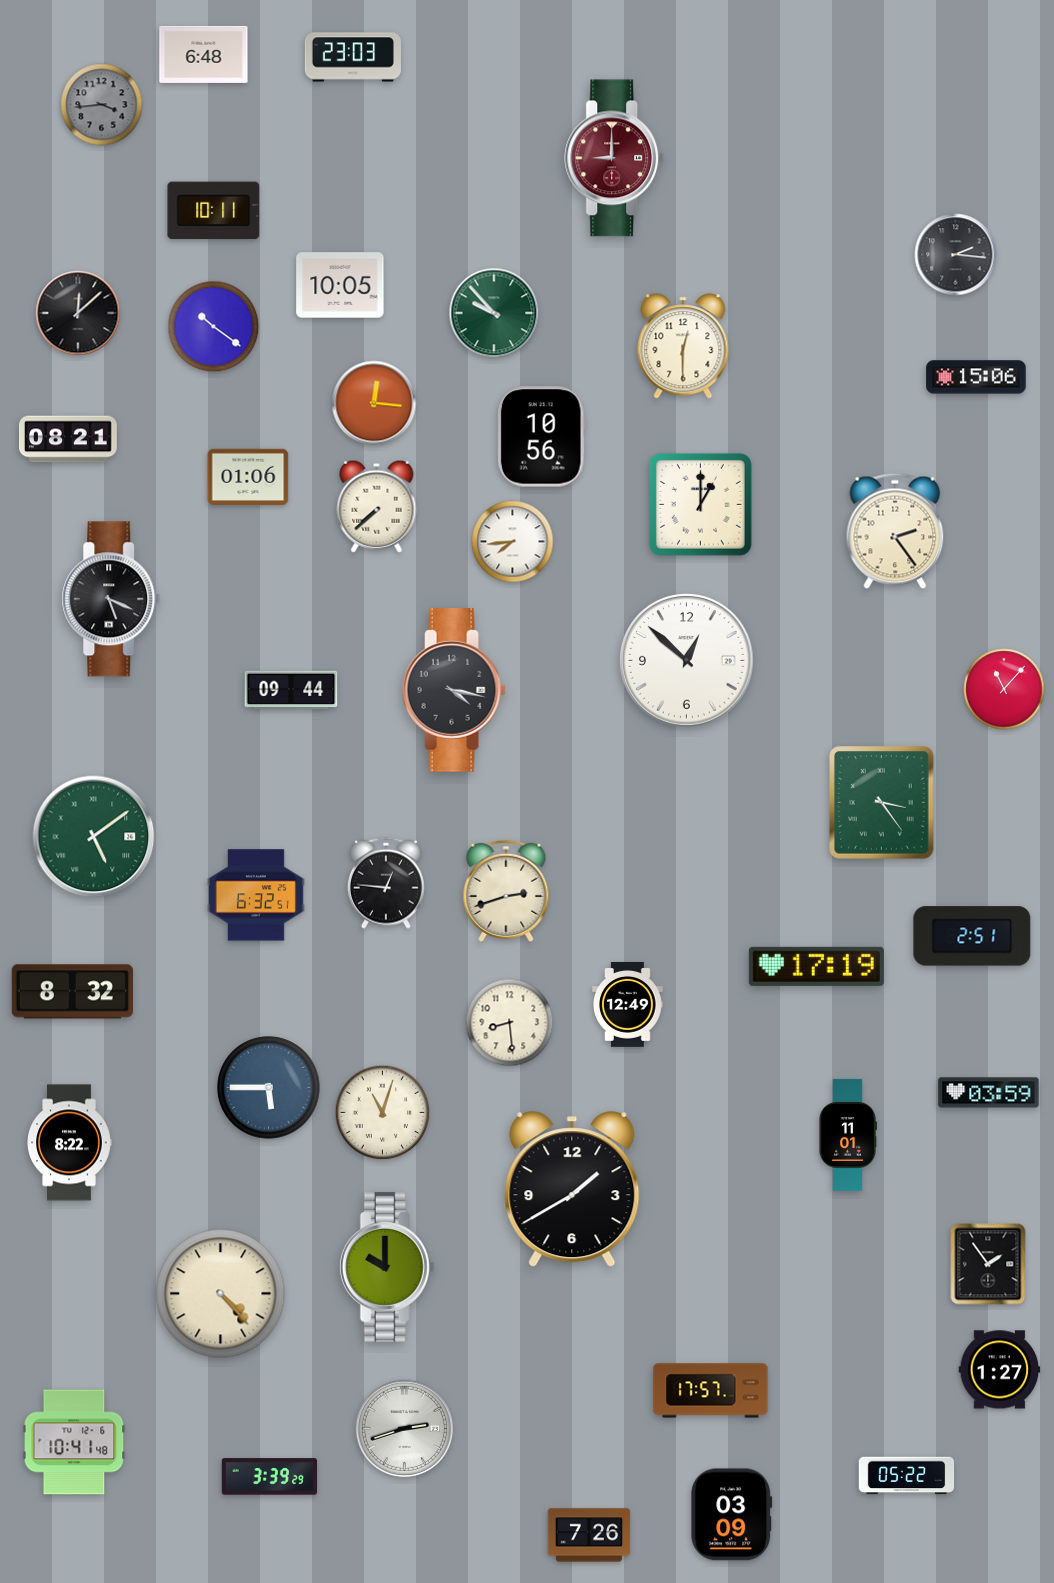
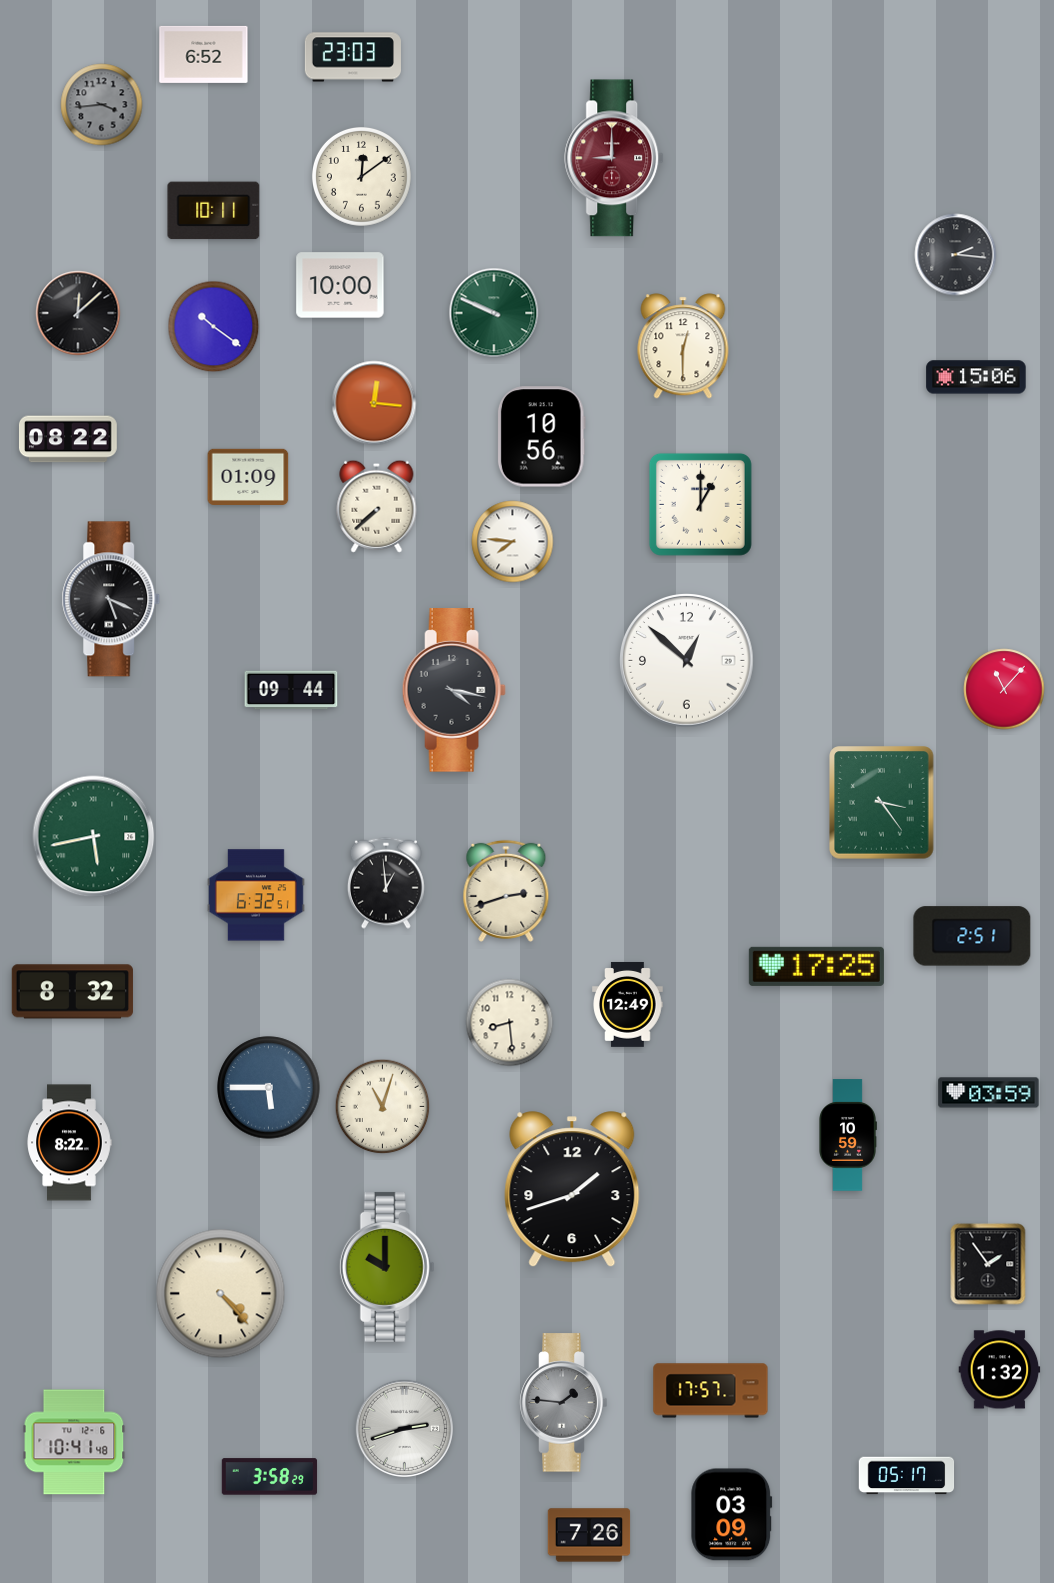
clock at (204, 54): 6:48 -> 6:52
clock at (361, 176): none -> 12:09
clock at (340, 285): 10:05 -> 10:00
clock at (494, 313): 9:53 -> 9:49
clock at (68, 439): 08:21 -> 08:22
clock at (248, 476): 01:06 -> 01:09
clock at (895, 531): 2:24 -> none
clock at (513, 542): 7:44 -> 7:46
clock at (94, 837): 5:09 -> 5:43
clock at (386, 883): 12:46 -> 12:59
clock at (816, 966): 17:19 -> 17:25
clock at (383, 1113) position: (383, 1113) -> (383, 1107)
clock at (848, 1135): 11:01 -> 10:59
clock at (572, 1190): 1:40 -> 1:42
clock at (1000, 1370): 1:27 -> 1:32
clock at (564, 1403): none -> 1:46
clock at (907, 1476): 05:22 -> 05:17
clock at (270, 1477): 3:39 -> 3:58
